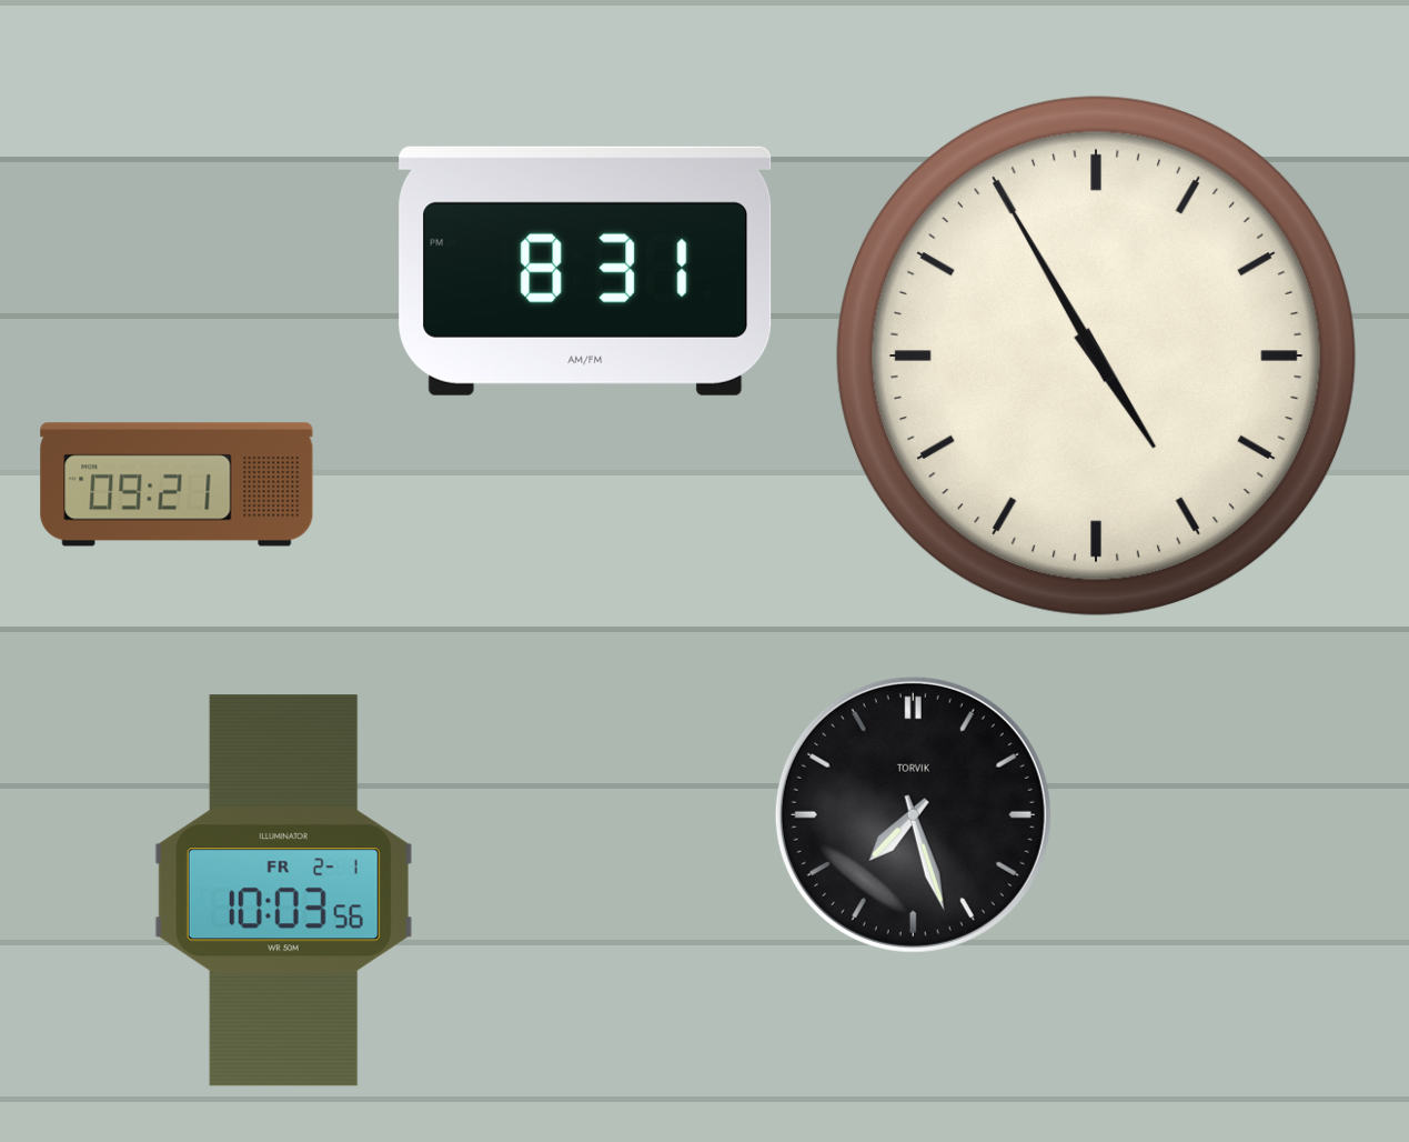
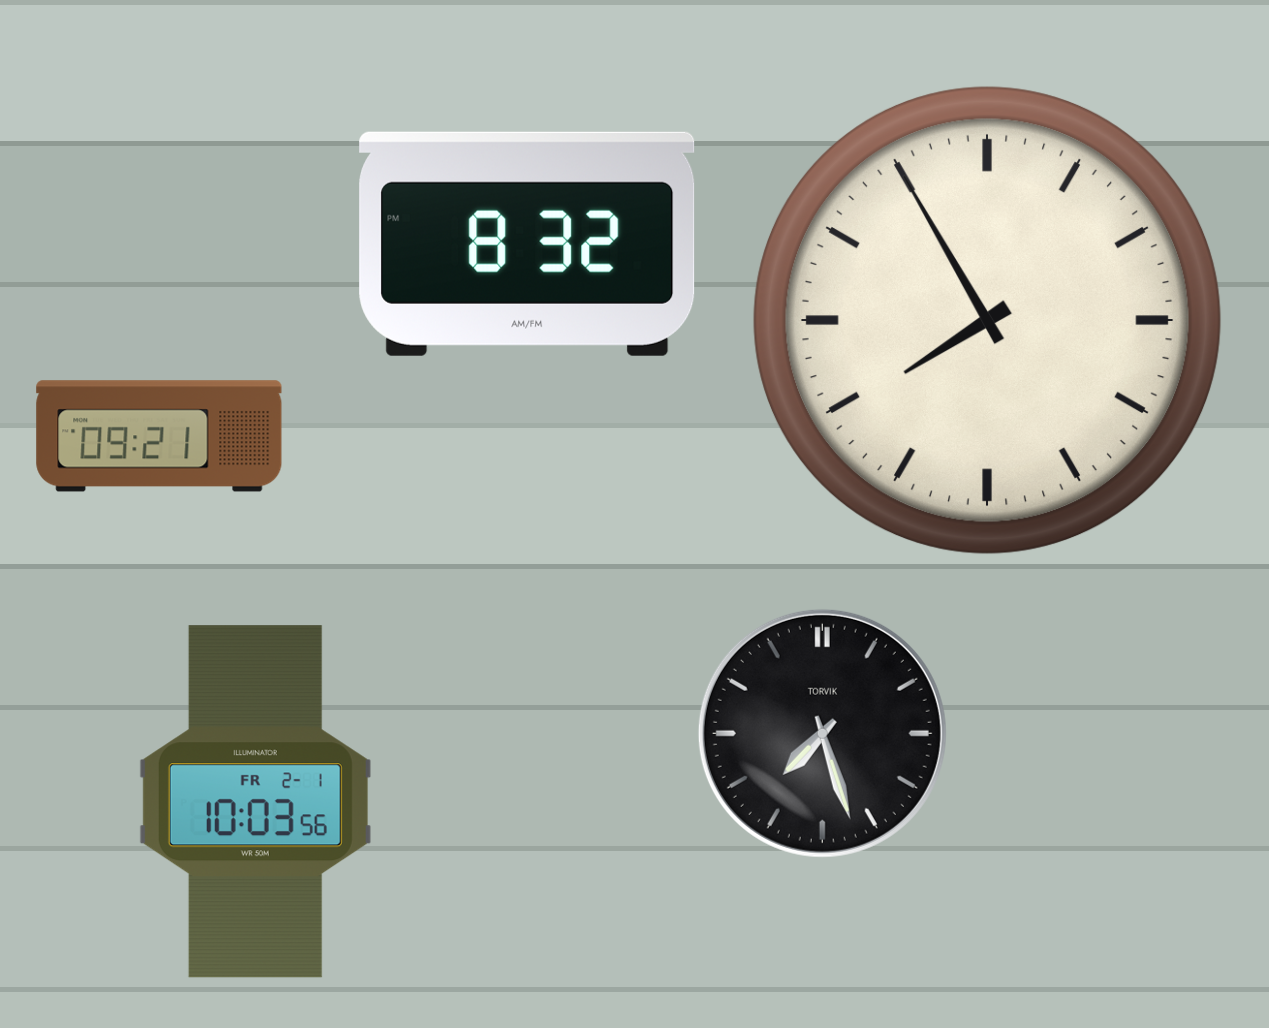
clock at (585, 271): 8:31 -> 8:32
clock at (1096, 355): 4:55 -> 7:55
